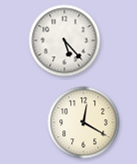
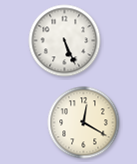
clock at (65, 41): 5:23 -> 5:26
